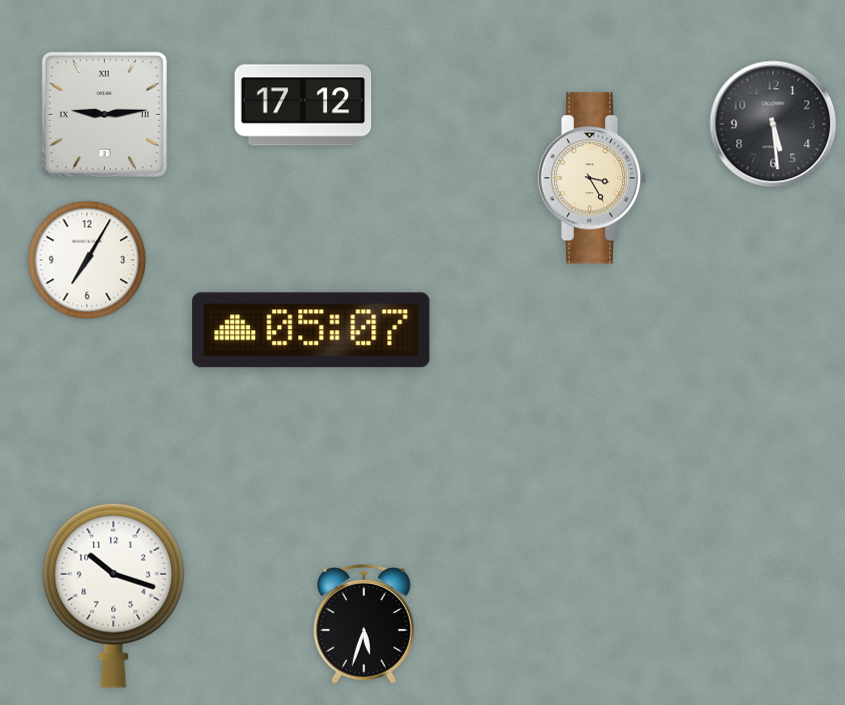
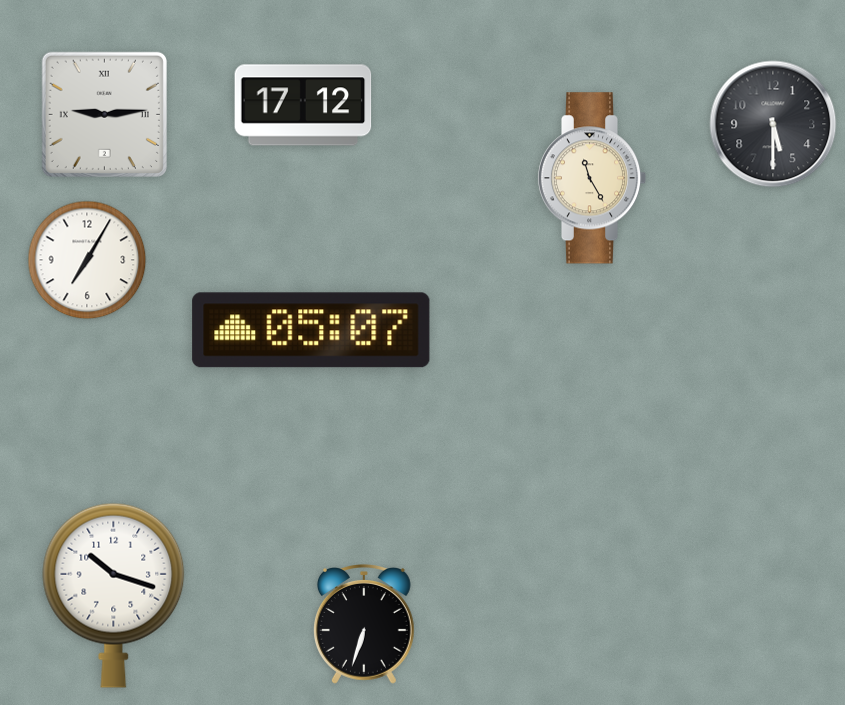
clock at (773, 124): 5:29 -> 5:30
clock at (592, 178): 3:25 -> 11:25
clock at (364, 624): 5:33 -> 6:33
